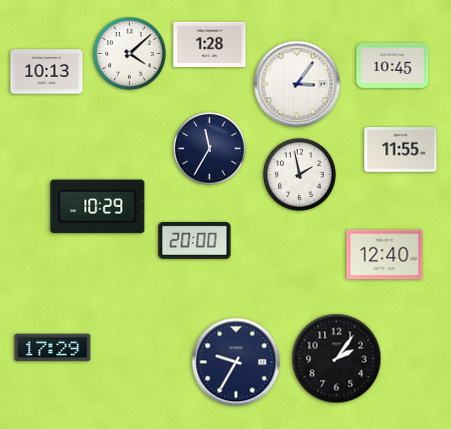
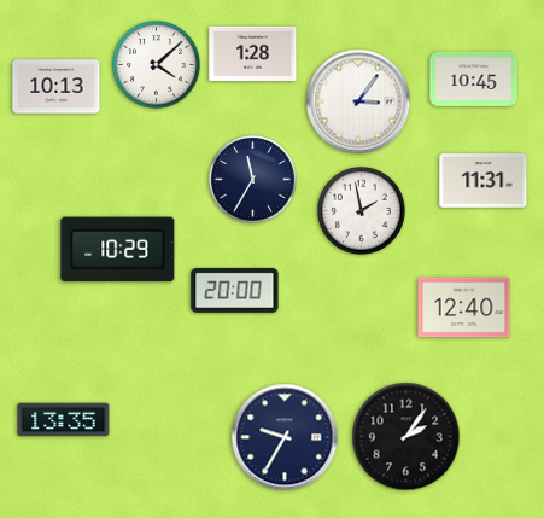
clock at (401, 150): 11:55 -> 11:31
clock at (53, 348): 17:29 -> 13:35
clock at (337, 359) position: (337, 359) -> (406, 437)
